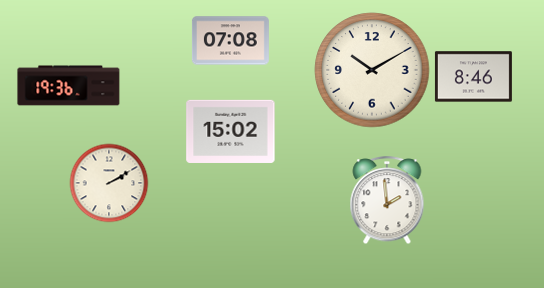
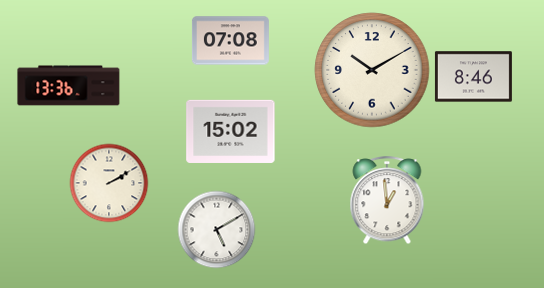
clock at (69, 86): 19:36 -> 13:36
clock at (387, 200): 1:59 -> 12:59
clock at (216, 229): none -> 5:10
